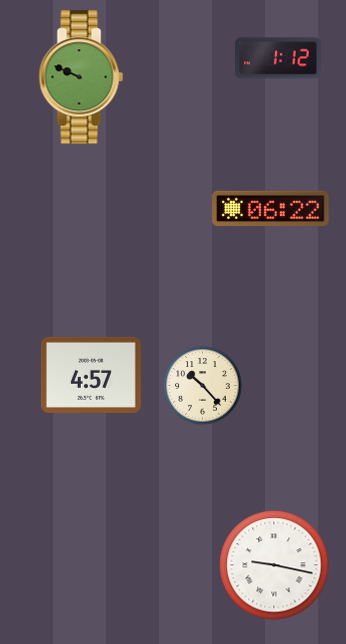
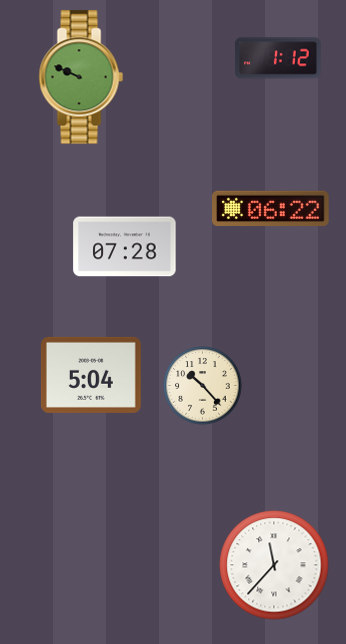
clock at (125, 247): none -> 07:28
clock at (91, 375): 4:57 -> 5:04
clock at (274, 565): 9:17 -> 11:37
